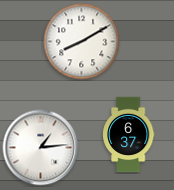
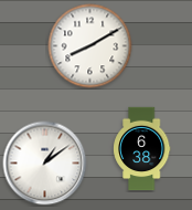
clock at (129, 135): 6:37 -> 6:38
clock at (41, 148): 1:14 -> 1:09
